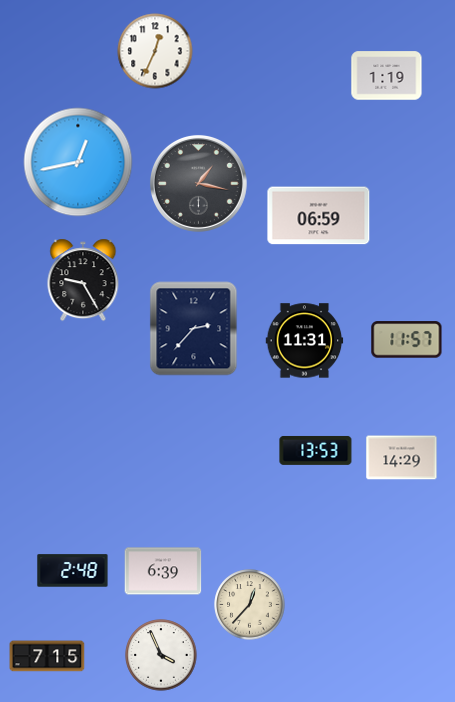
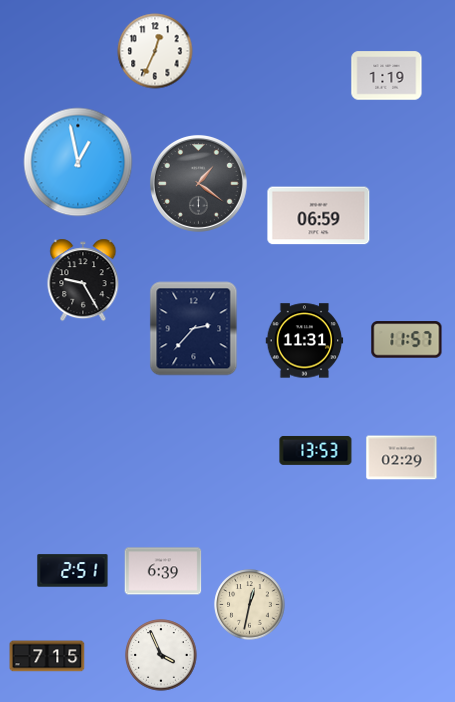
clock at (78, 162): 12:43 -> 12:58
clock at (198, 183): 1:17 -> 1:21
clock at (402, 458): 14:29 -> 02:29
clock at (73, 571): 2:48 -> 2:51
clock at (250, 605): 12:37 -> 12:32
